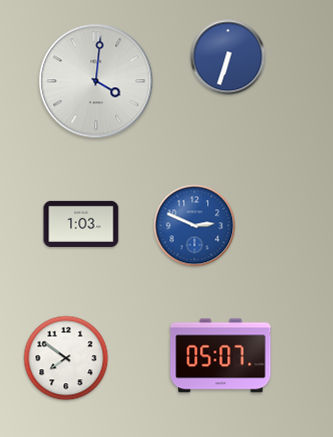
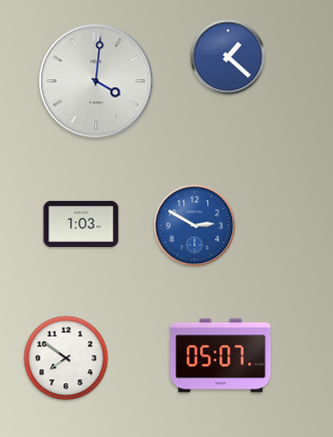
clock at (228, 57): 6:33 -> 1:22
clock at (195, 226): 2:49 -> 2:50
